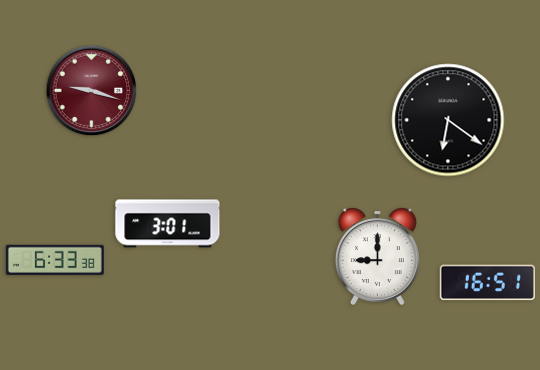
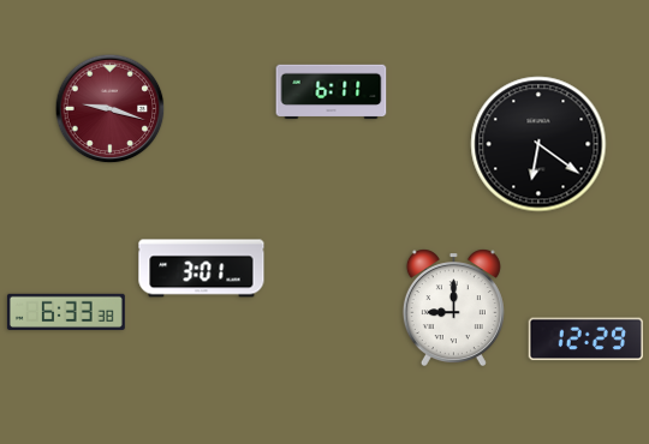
clock at (332, 92): none -> 6:11
clock at (487, 283): 16:51 -> 12:29
